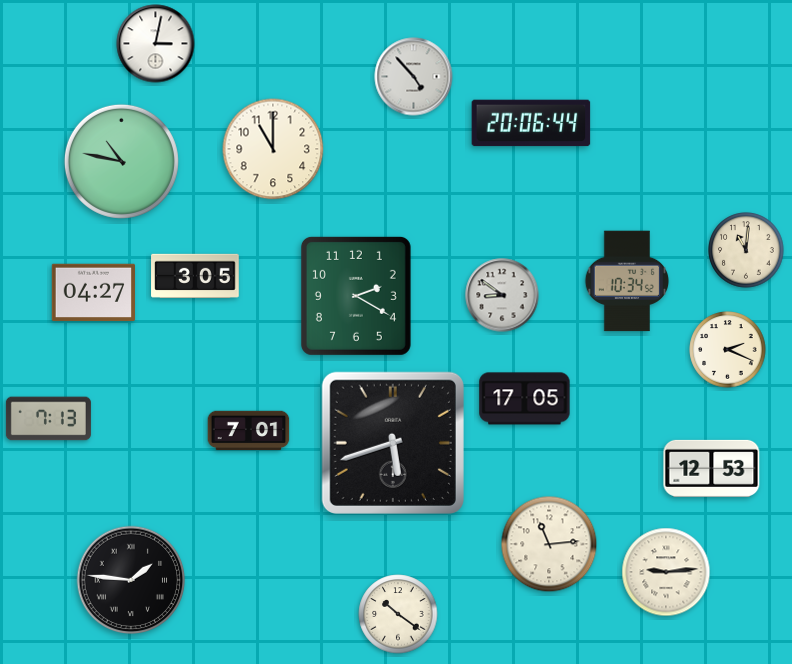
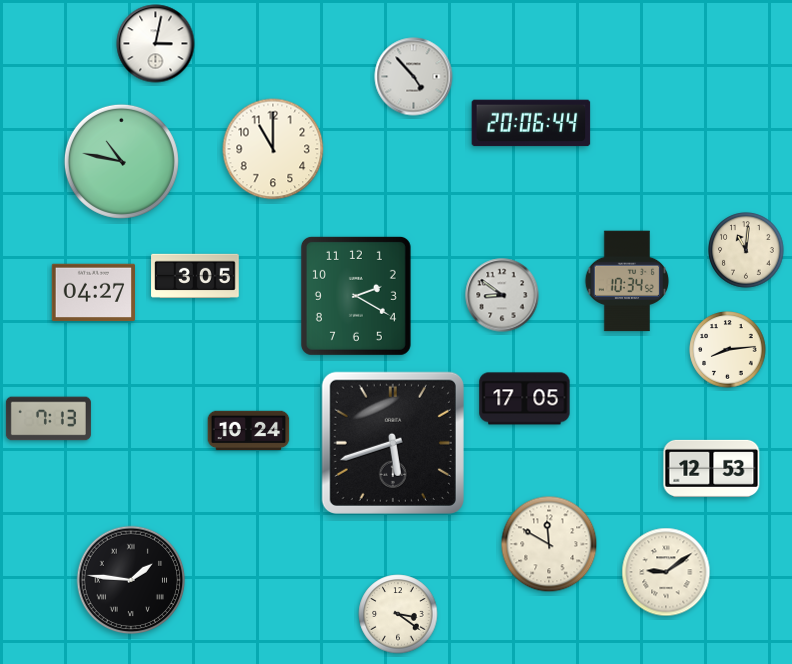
clock at (728, 350): 2:19 -> 8:14
clock at (249, 431): 7:01 -> 10:24
clock at (549, 544): 11:14 -> 11:50
clock at (666, 572): 9:14 -> 9:09
clock at (398, 614): 10:21 -> 3:21
